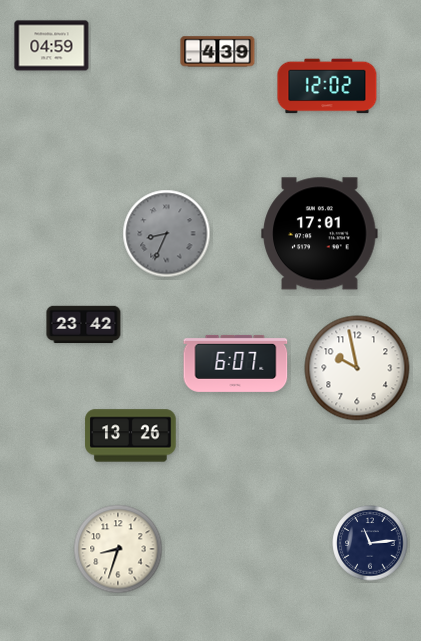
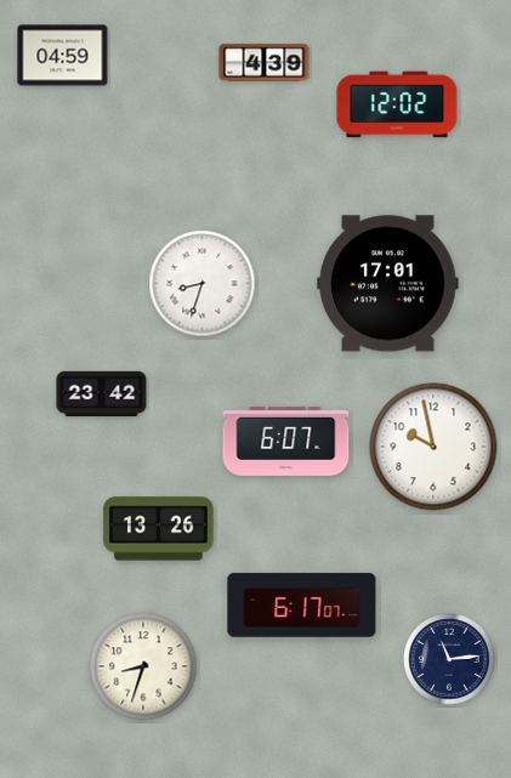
clock at (167, 234): 8:34 -> 8:33
clock at (167, 234) dial: grey -> white
clock at (302, 606): none -> 6:17
